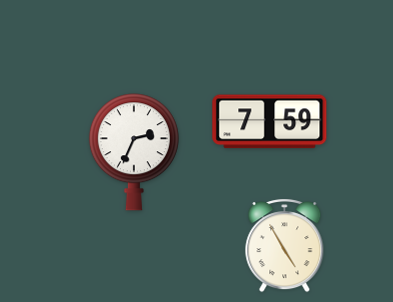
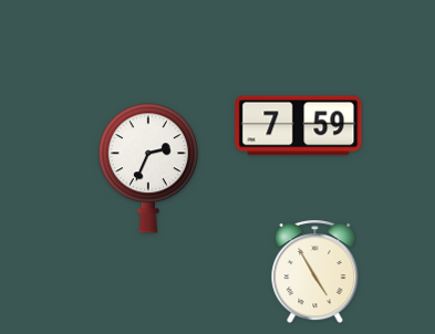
clock at (270, 122) position: (270, 122) -> (299, 126)
